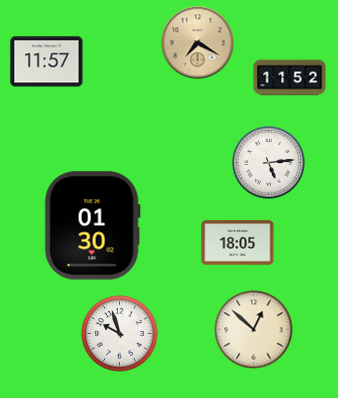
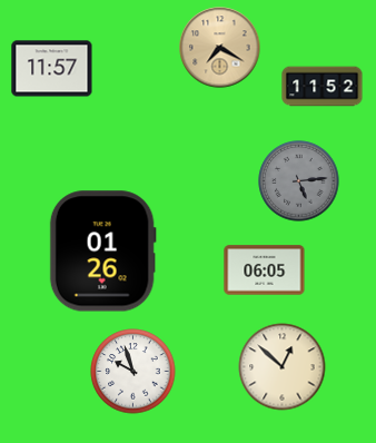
clock at (269, 163) dial: white -> grey
clock at (92, 226): 01:30 -> 01:26
clock at (238, 243): 18:05 -> 06:05
